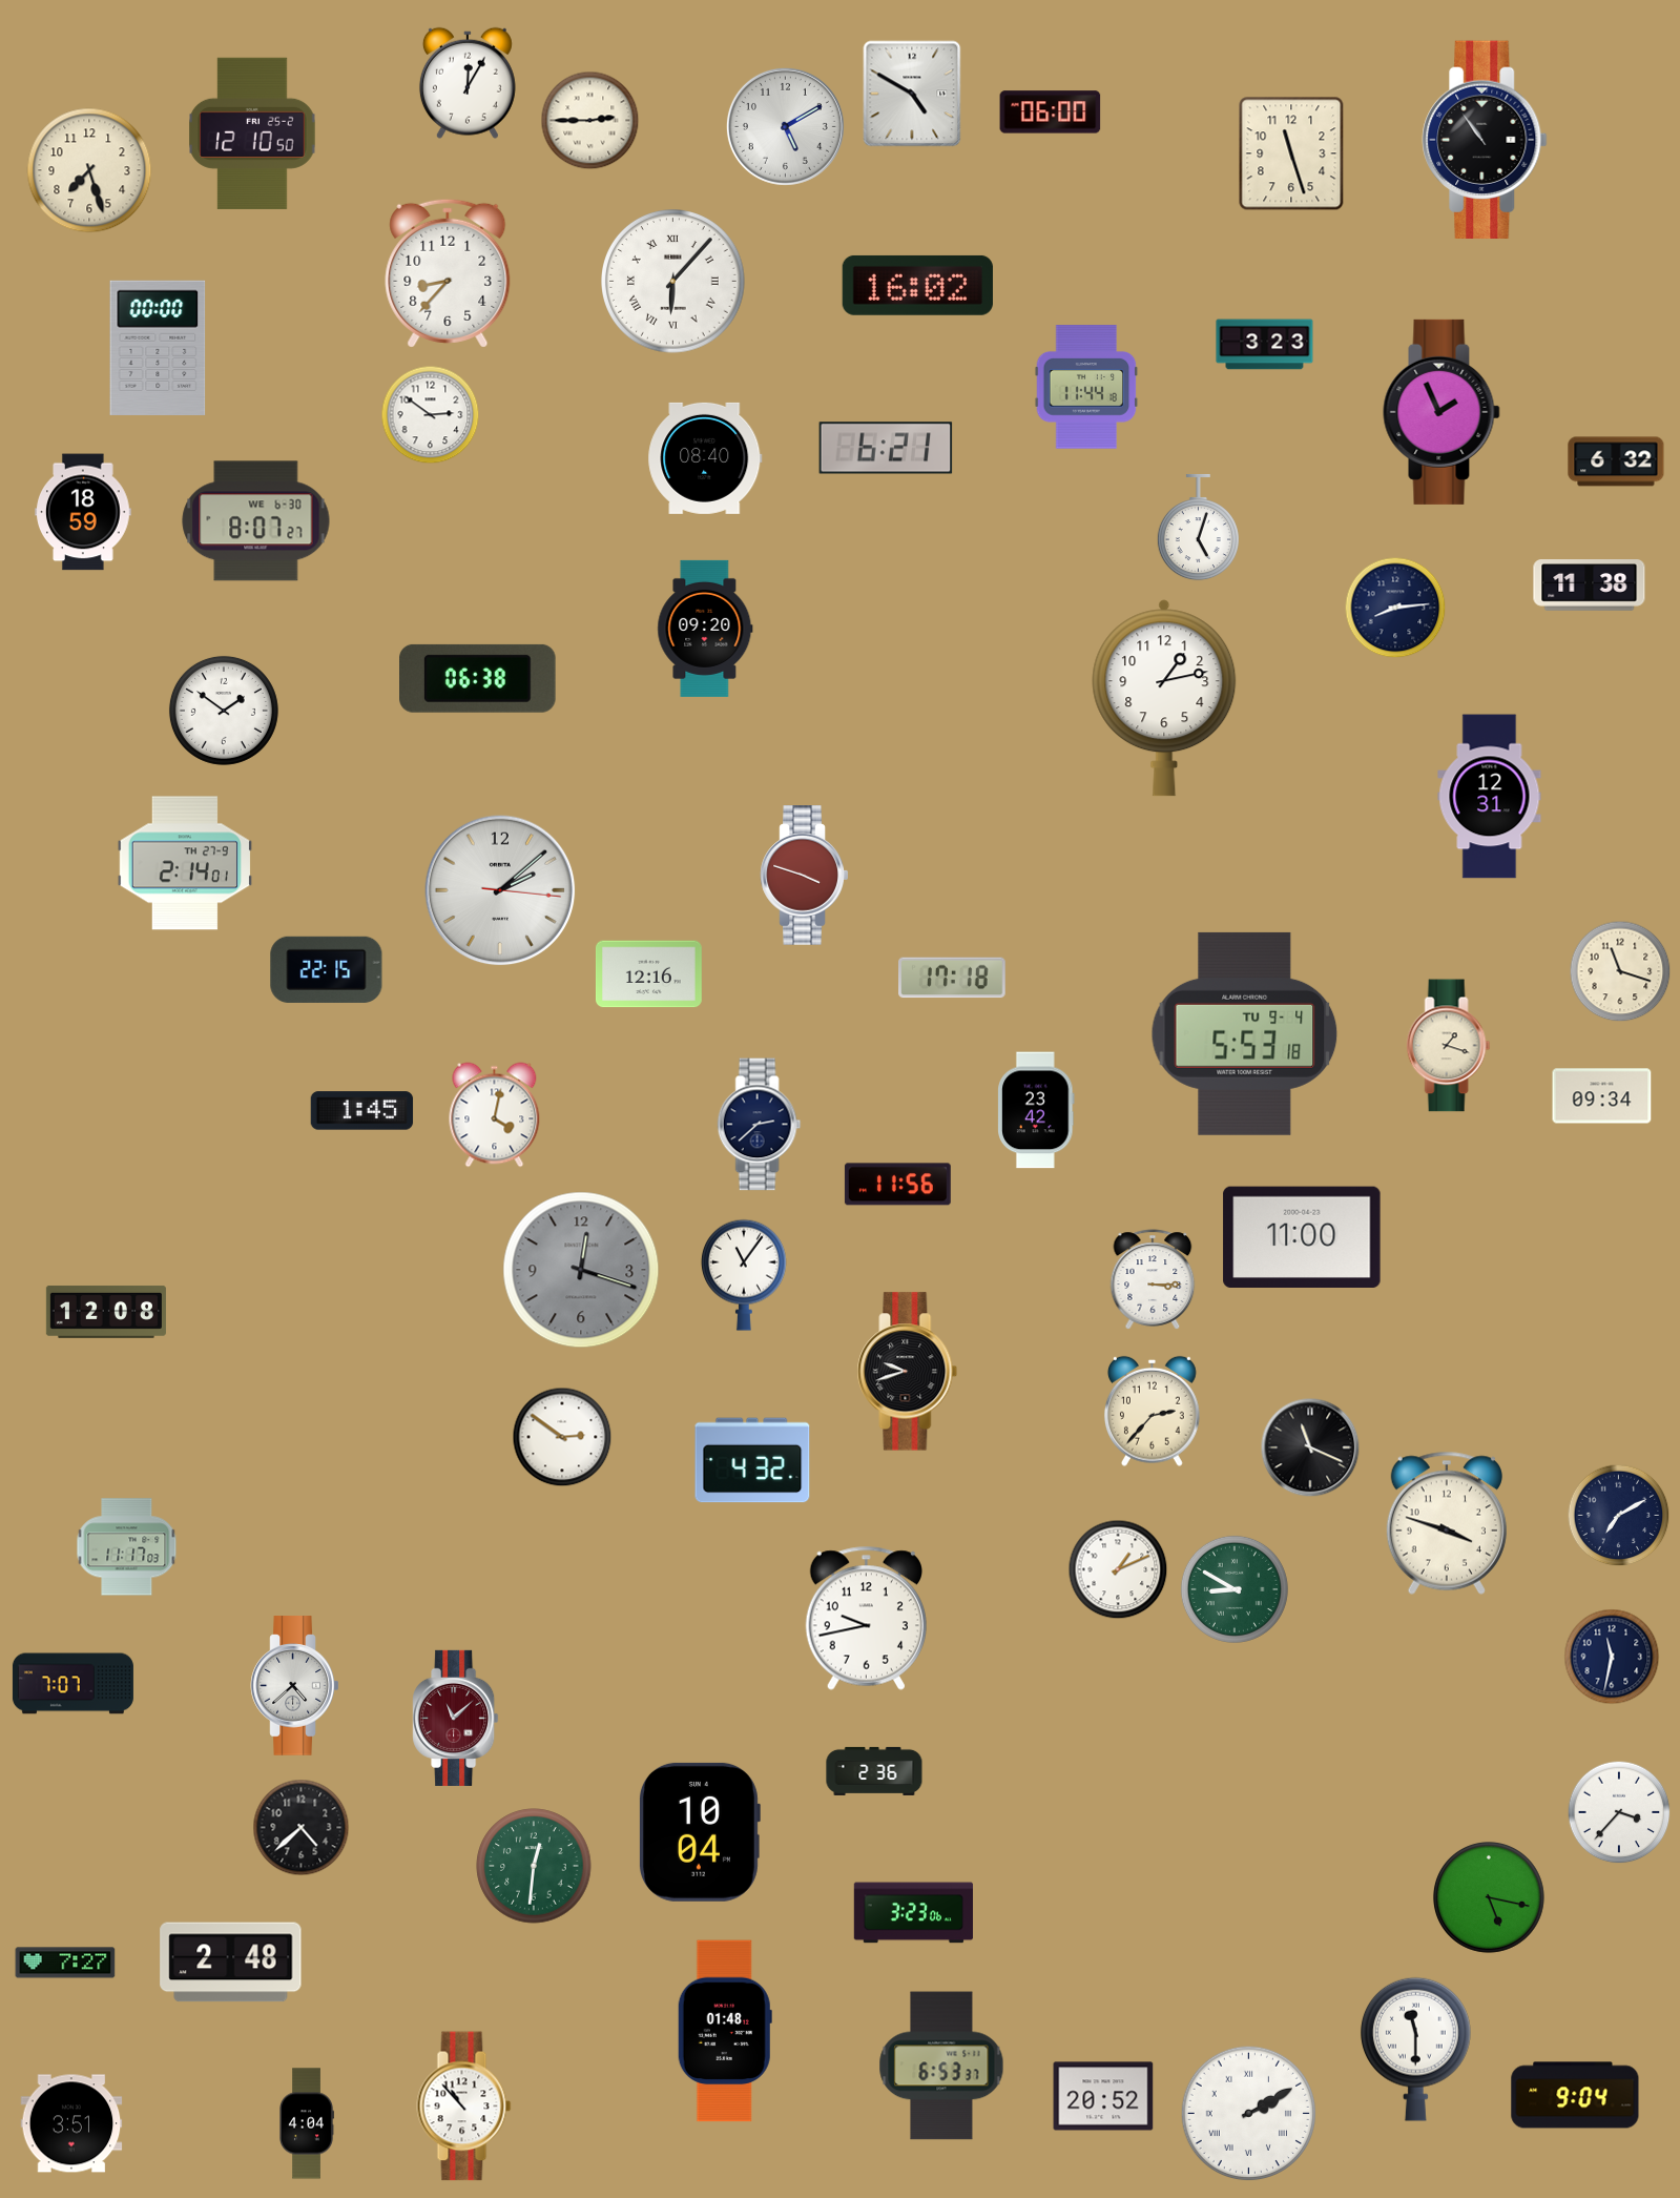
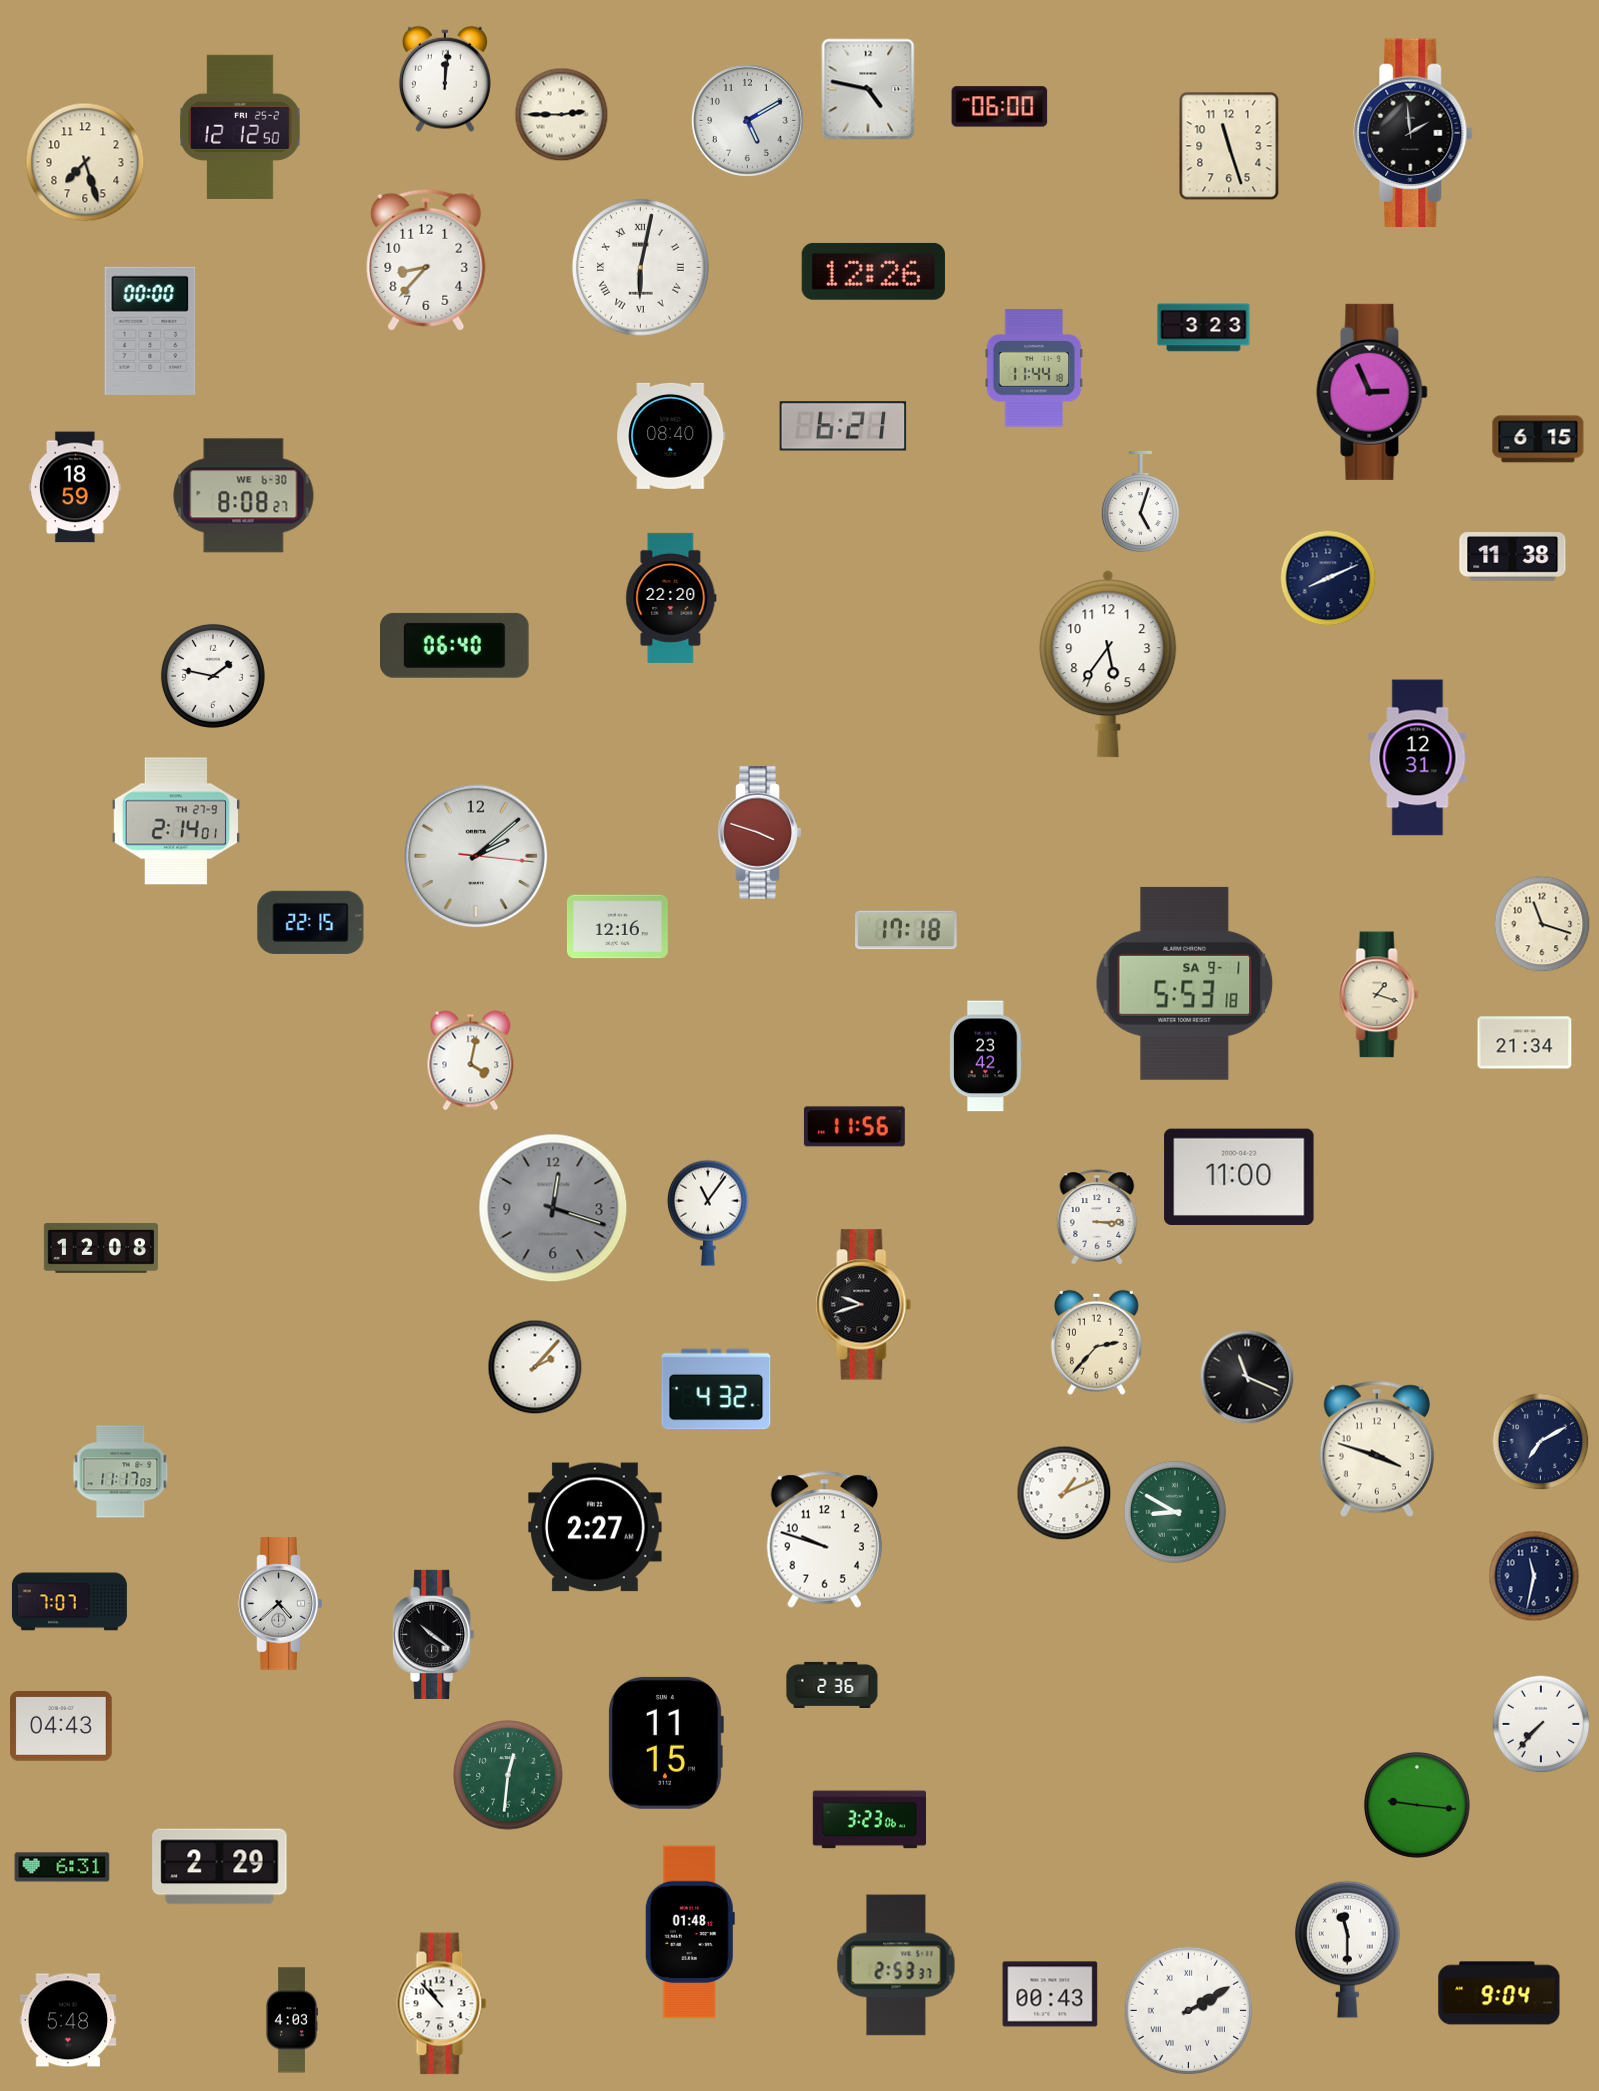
clock at (468, 83): 12:05 -> 12:01
clock at (912, 94): 4:50 -> 4:47
clock at (252, 133): 12:10 -> 12:12
clock at (1485, 140): 10:54 -> 1:59
clock at (673, 282): 6:07 -> 6:02
clock at (917, 285): 16:02 -> 12:26
clock at (1442, 412): 1:56 -> 2:56
clock at (431, 415): 2:51 -> none
clock at (1616, 461): 6:32 -> 6:15
clock at (83, 512) position: (83, 512) -> (75, 487)
clock at (256, 521): 8:07 -> 8:08
clock at (1395, 608): 8:14 -> 8:11
clock at (705, 629): 09:20 -> 22:20
clock at (478, 678): 06:38 -> 06:40
clock at (1164, 698): 1:13 -> 5:36
clock at (224, 711): 1:51 -> 1:47
clock at (805, 876) position: (805, 876) -> (760, 833)
clock at (500, 890) position: (500, 890) -> (476, 856)
clock at (1245, 1033) date: TU 9-4 -> SA 9-1
clock at (1602, 1096): 09:34 -> 21:34
clock at (362, 1111): 1:45 -> none
clock at (760, 1125): 2:38 -> none
clock at (562, 1437): 2:51 -> 2:07
clock at (595, 1527): none -> 2:27
clock at (866, 1618): 9:43 -> 9:48
clock at (456, 1718): 11:08 -> 10:21
clock at (456, 1718) dial: burgundy -> black
clock at (1619, 1812): 3:37 -> 7:37
clock at (61, 1727): none -> 04:43
clock at (302, 1828): 4:38 -> none
clock at (699, 1832): 10:04 -> 11:15
clock at (1489, 1897): 5:17 -> 9:16
clock at (65, 1963): 7:27 -> 6:31
clock at (231, 1963): 2:48 -> 2:29
clock at (941, 2066): 6:53 -> 2:53
clock at (1103, 2096): 20:52 -> 00:43
clock at (71, 2123): 3:51 -> 5:48
clock at (307, 2123): 4:04 -> 4:03
